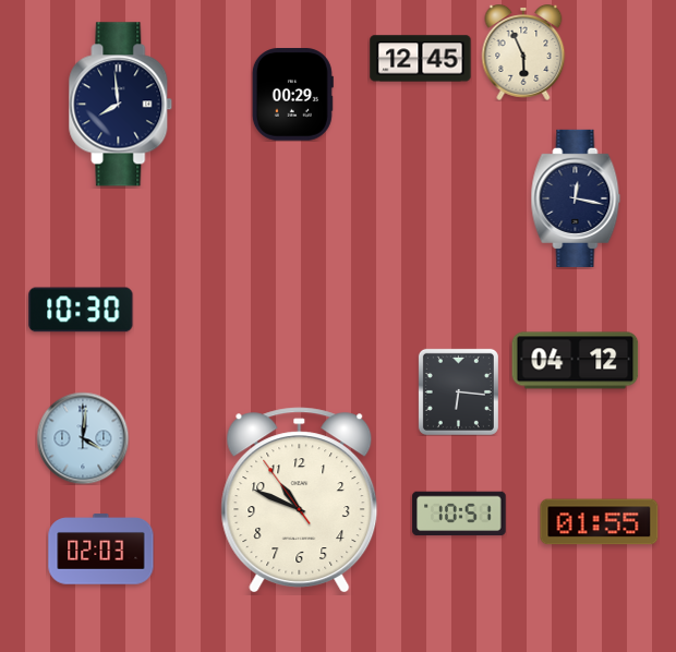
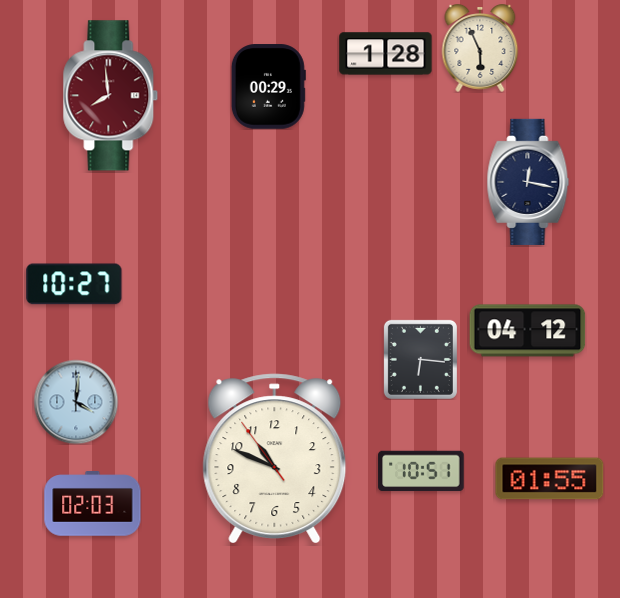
clock at (421, 59): 12:45 -> 1:28
clock at (121, 105) dial: navy -> burgundy
clock at (81, 310): 10:30 -> 10:27
